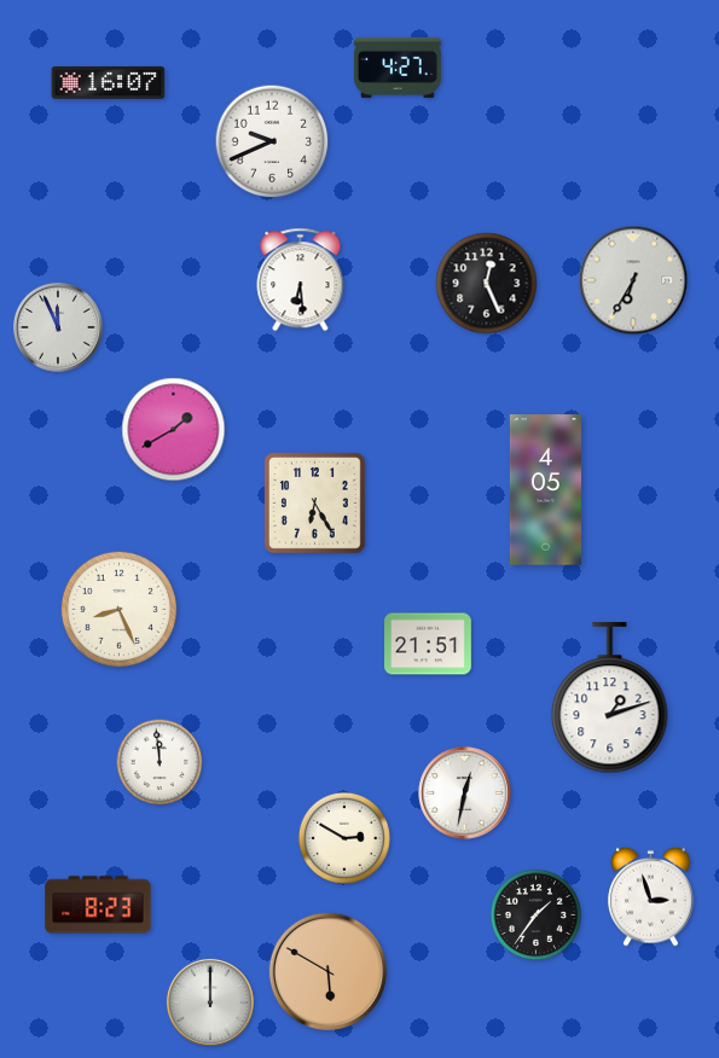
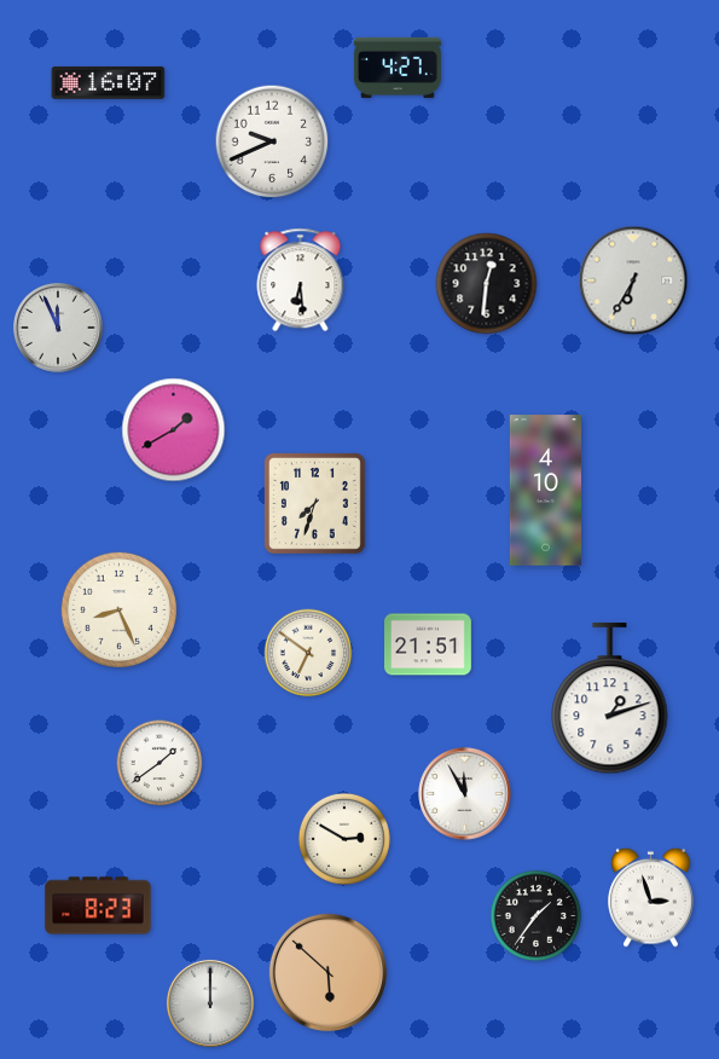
clock at (487, 284): 12:26 -> 12:31
clock at (545, 490): 4:05 -> 4:10
clock at (314, 502): 6:25 -> 7:33
clock at (308, 653): none -> 6:51
clock at (160, 762): 11:59 -> 1:39
clock at (465, 793): 12:32 -> 11:55
clock at (327, 971): 5:50 -> 5:52
